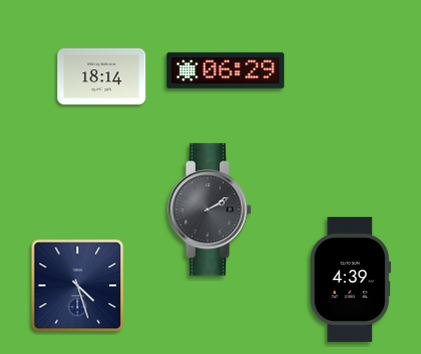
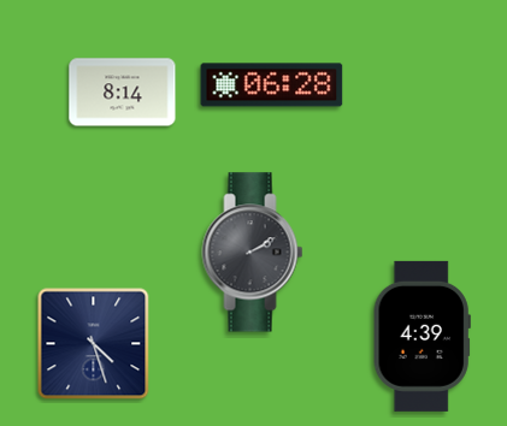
clock at (226, 71): 06:29 -> 06:28
clock at (102, 77): 18:14 -> 8:14
